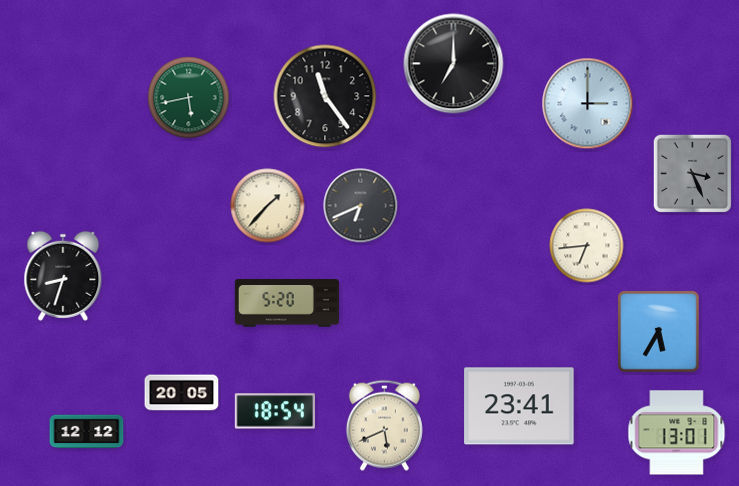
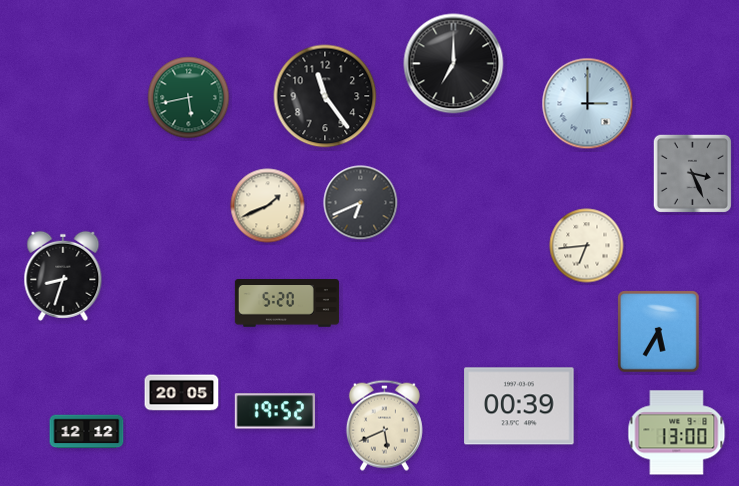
clock at (268, 206): 1:37 -> 1:41
clock at (361, 206) position: (361, 206) -> (361, 203)
clock at (519, 406): 23:41 -> 00:39
clock at (275, 411): 18:54 -> 19:52
clock at (677, 433): 13:01 -> 13:00
